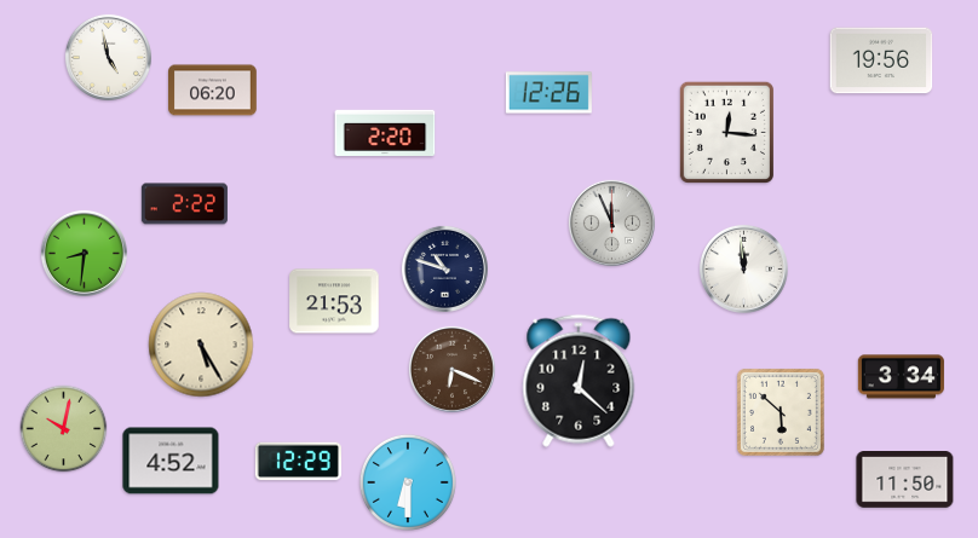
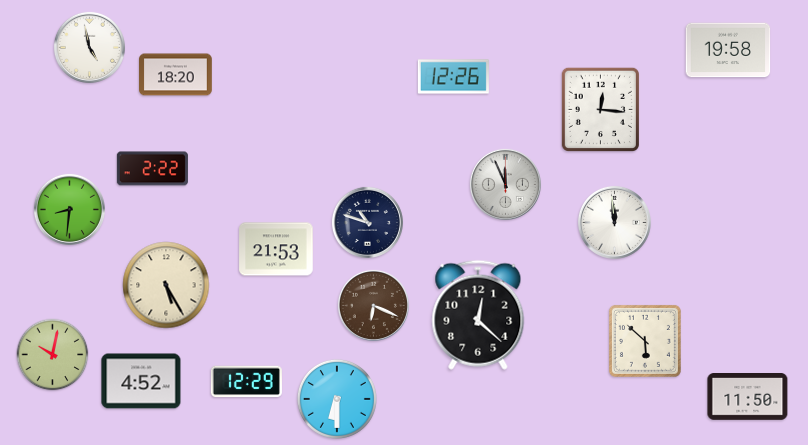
clock at (881, 60): 19:56 -> 19:58
clock at (213, 91): 06:20 -> 18:20
clock at (385, 132): 2:20 -> none
clock at (901, 377): 3:34 -> none
